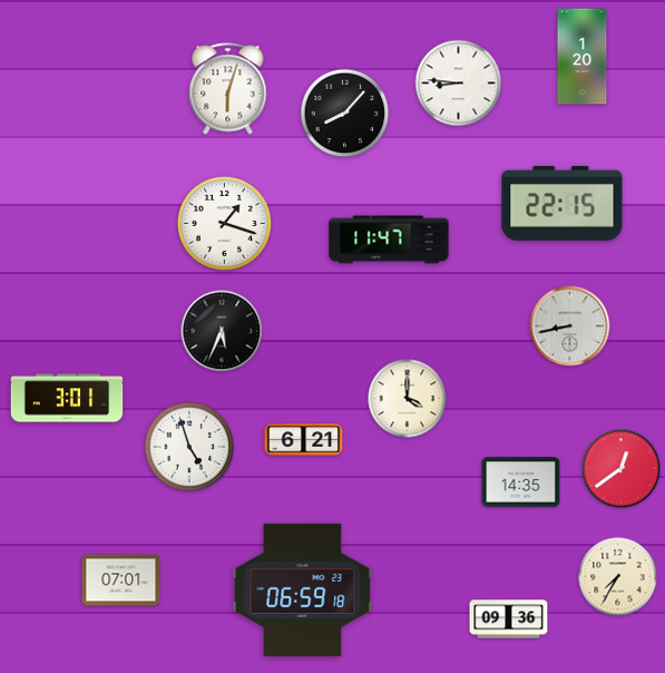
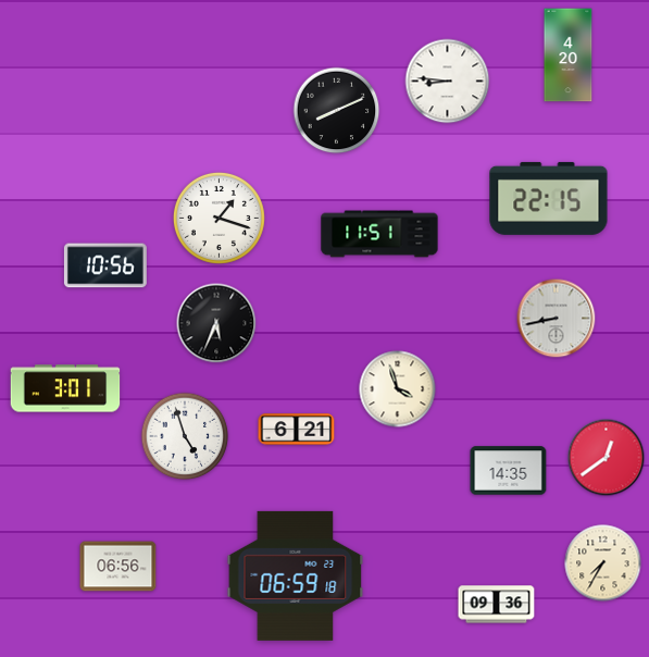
clock at (583, 57): 1:20 -> 4:20
clock at (228, 89): 6:03 -> none
clock at (345, 114): 8:07 -> 8:11
clock at (389, 240): 11:47 -> 11:51
clock at (105, 265): none -> 10:56
clock at (408, 399): 4:00 -> 3:57
clock at (121, 581): 07:01 -> 06:56
